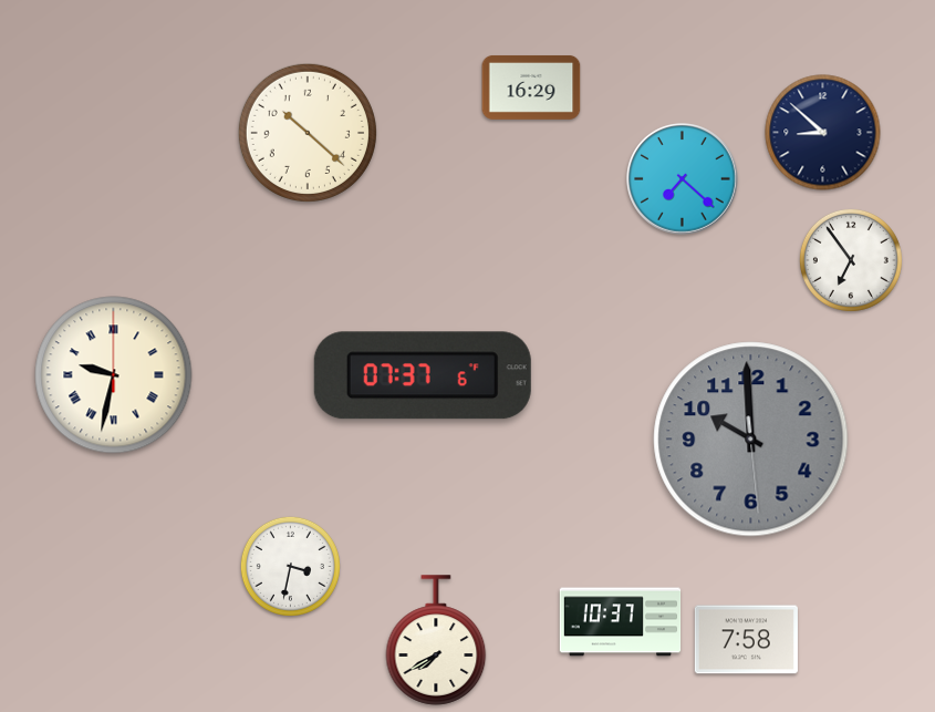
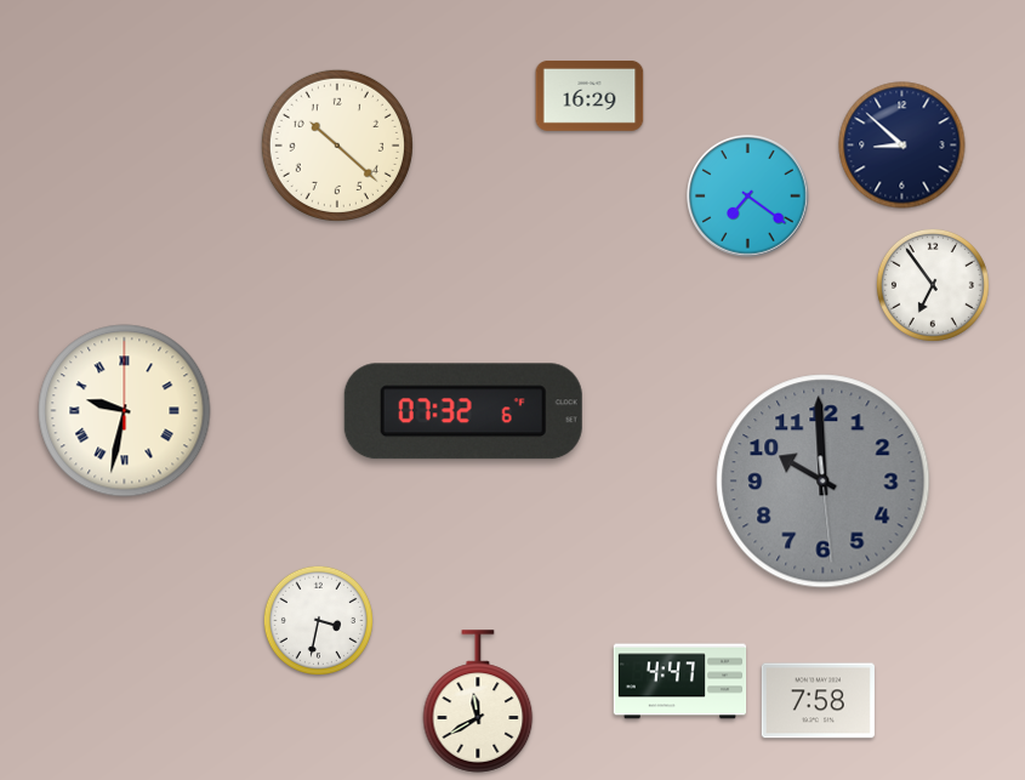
clock at (531, 87) position: (531, 87) -> (590, 96)
clock at (683, 179): 7:22 -> 7:21
clock at (423, 375): 07:37 -> 07:32
clock at (621, 622): 10:37 -> 4:47
clock at (436, 640): 7:40 -> 11:40
